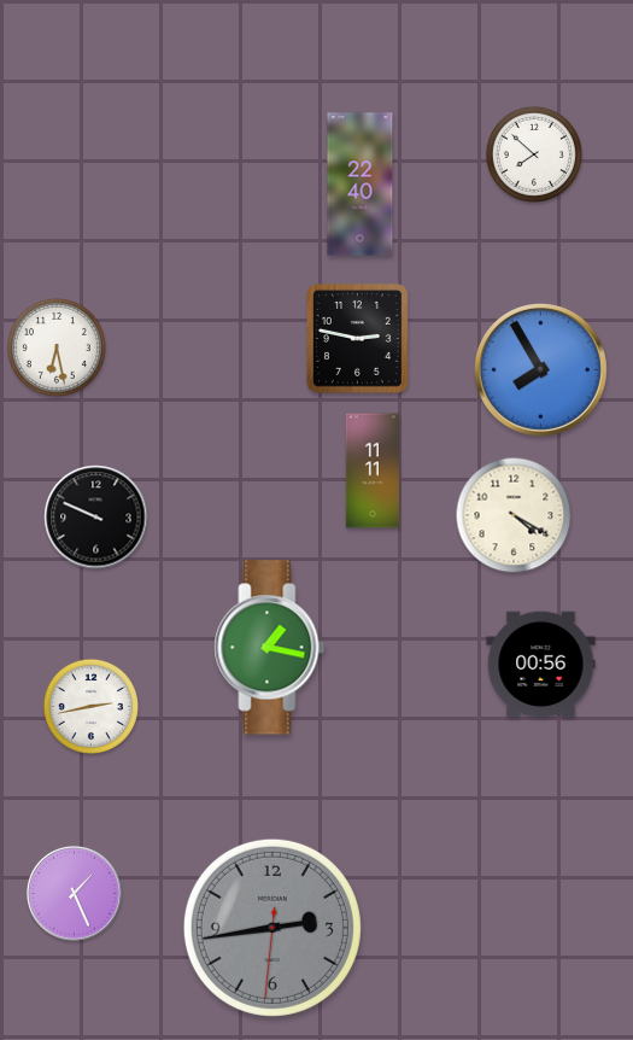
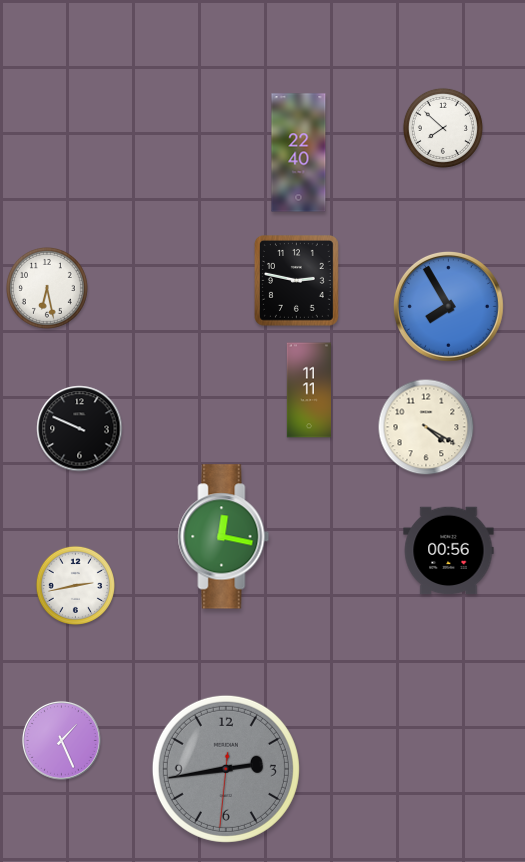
clock at (270, 648): 1:17 -> 12:17
